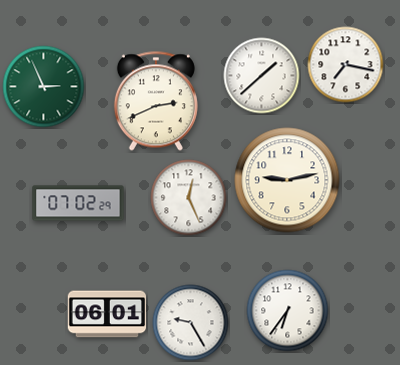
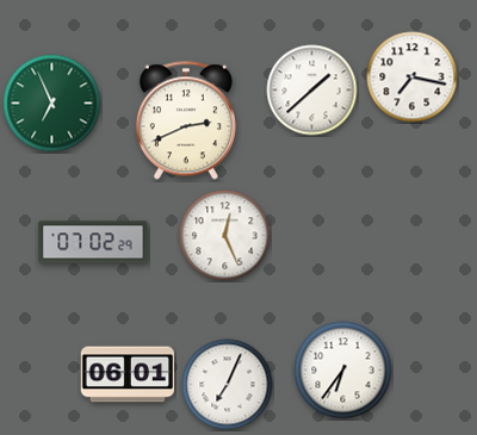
clock at (44, 87): 2:56 -> 6:56
clock at (287, 180): 9:13 -> none
clock at (191, 323): 9:25 -> 7:04
